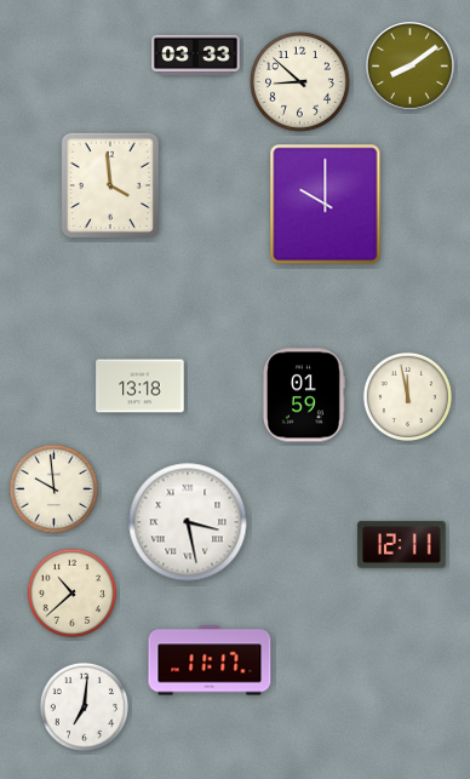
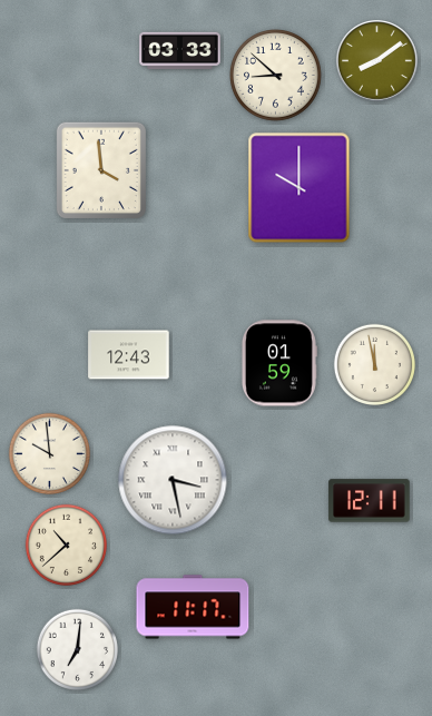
clock at (141, 386): 13:18 -> 12:43
clock at (55, 489) position: (55, 489) -> (50, 454)
